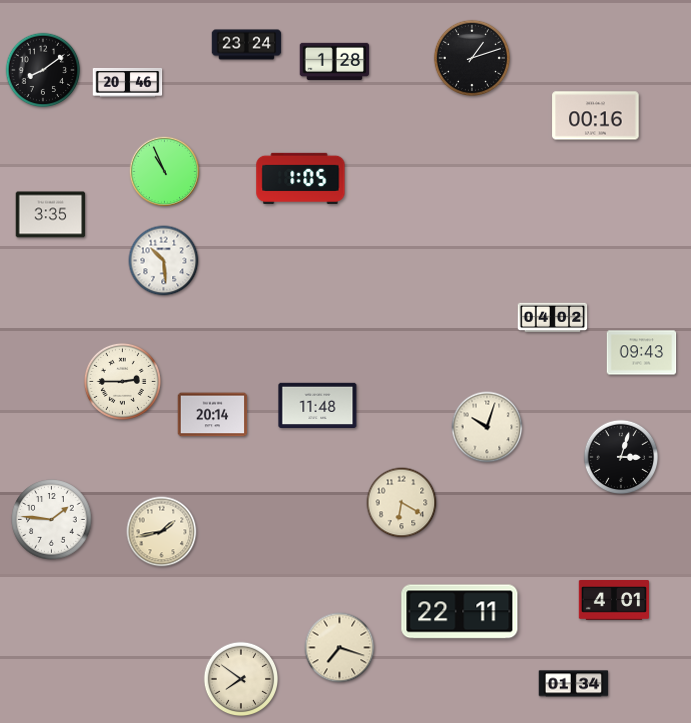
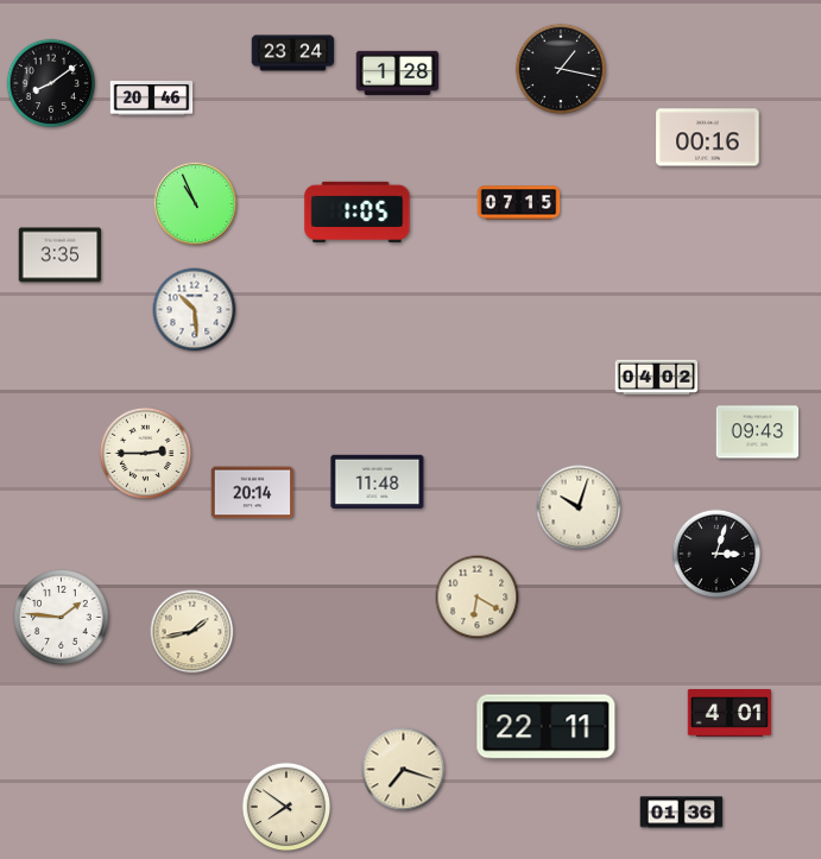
clock at (472, 58): 1:12 -> 1:17
clock at (519, 203): none -> 07:15
clock at (642, 353) position: (642, 353) -> (758, 432)
clock at (621, 457) position: (621, 457) -> (716, 554)
clock at (574, 684): 01:34 -> 01:36
